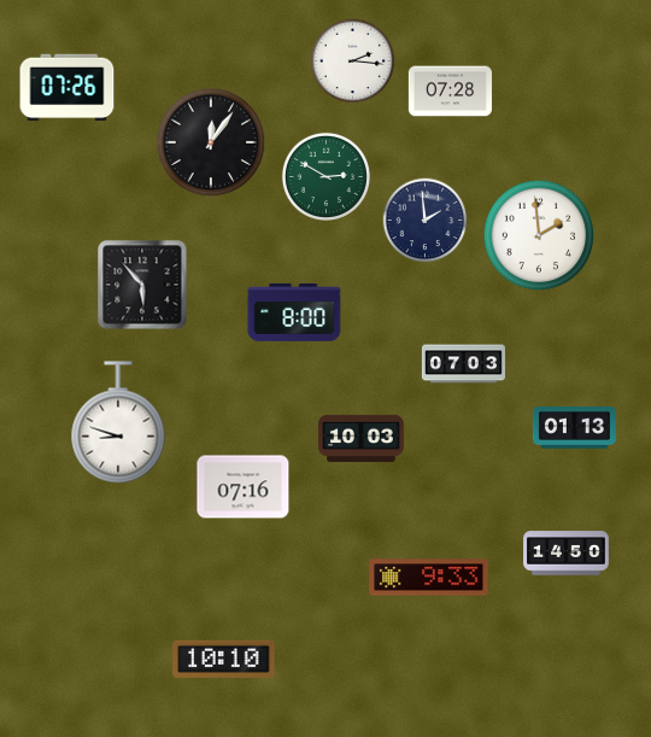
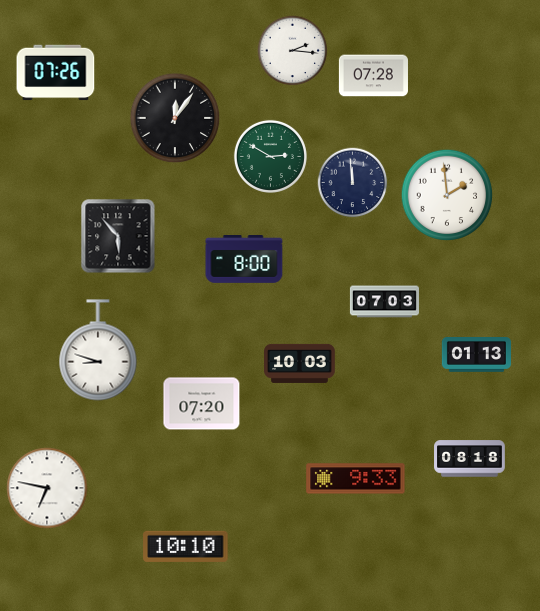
clock at (325, 176) position: (325, 176) -> (270, 156)
clock at (426, 221): 1:59 -> 11:59
clock at (244, 487): 07:16 -> 07:20
clock at (567, 554): 14:50 -> 08:18
clock at (47, 488): none -> 6:47
